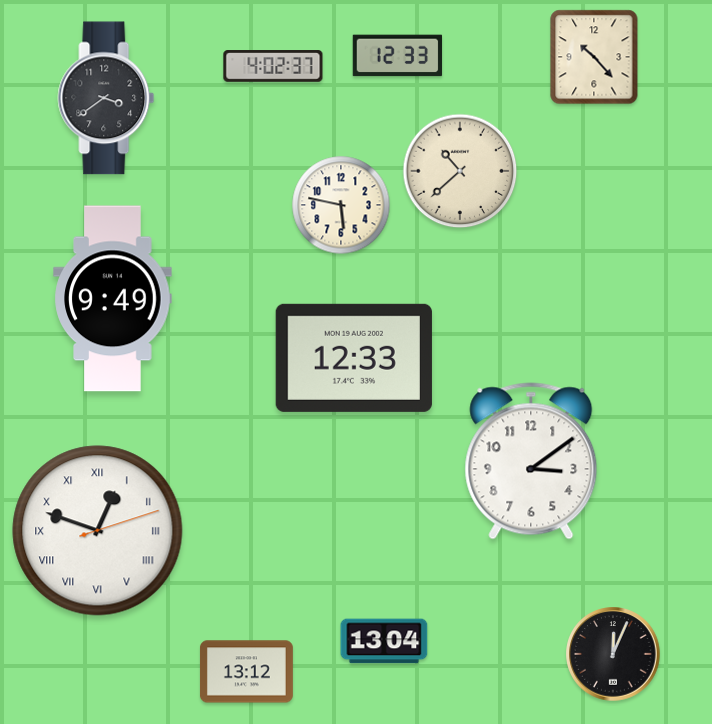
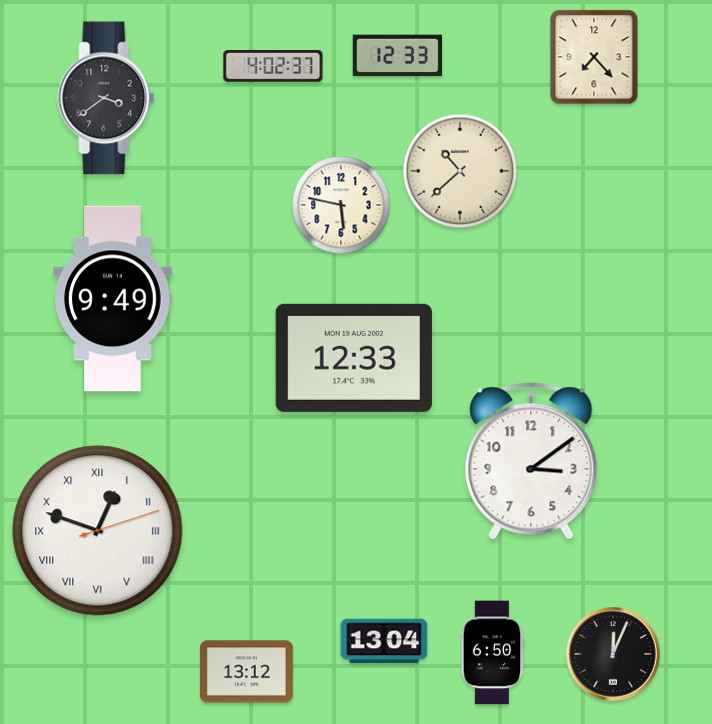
clock at (594, 57): 10:23 -> 7:23
clock at (492, 653): none -> 6:50
